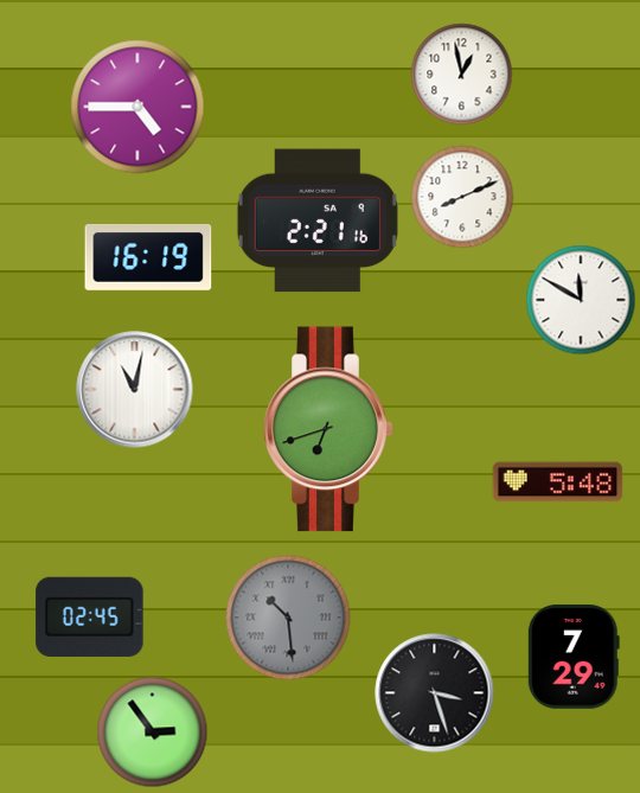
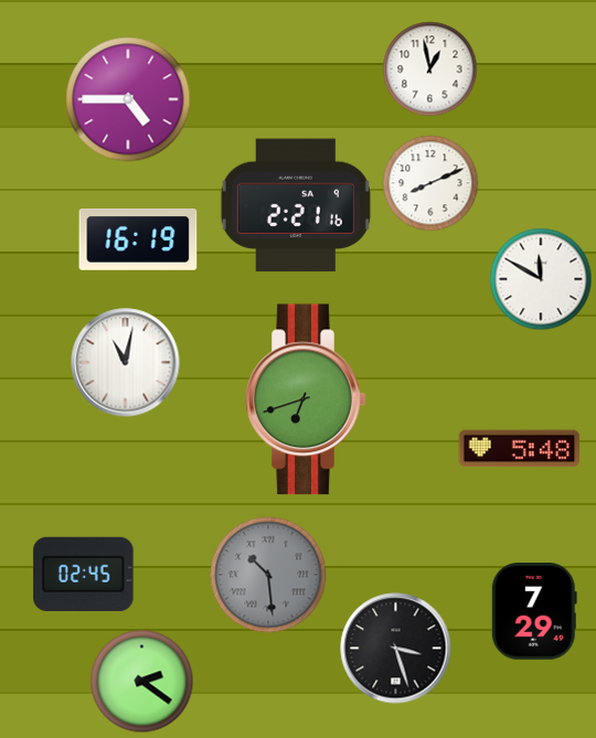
clock at (435, 693) position: (435, 693) -> (396, 649)
clock at (153, 733): 2:54 -> 2:21
